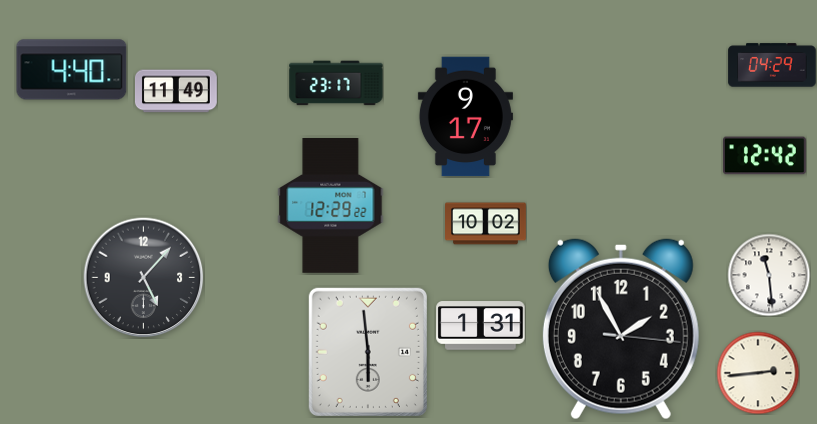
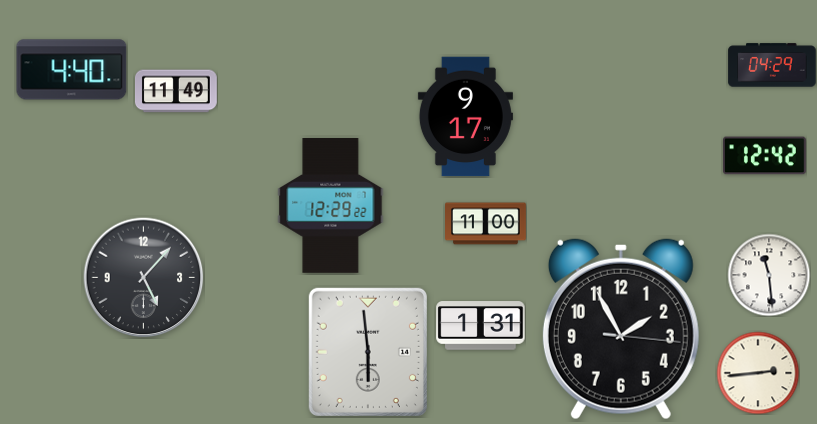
clock at (336, 83): 23:17 -> none
clock at (486, 224): 10:02 -> 11:00
